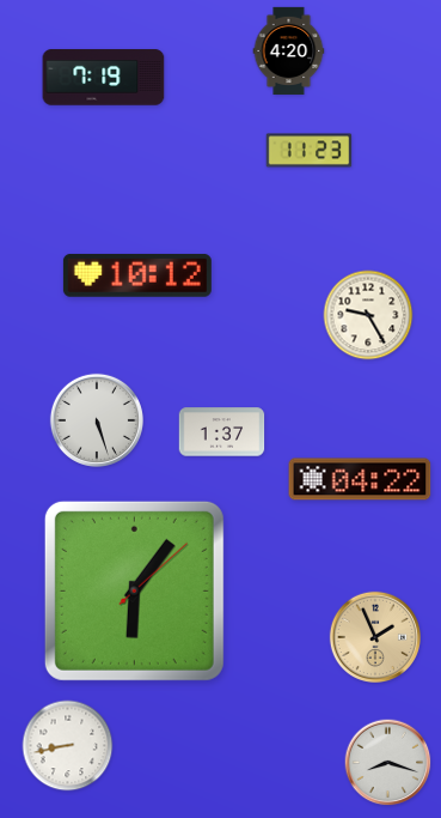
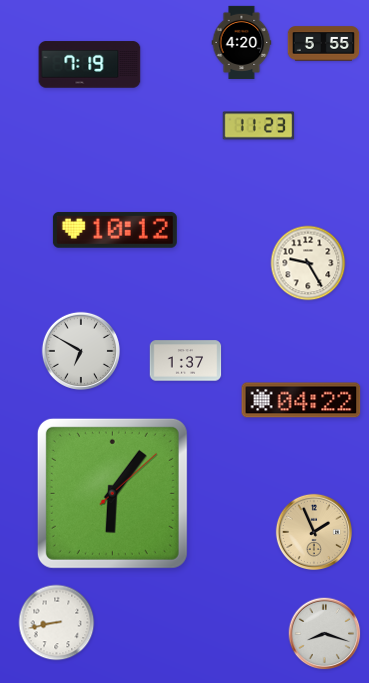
clock at (324, 44): none -> 5:55
clock at (104, 78) position: (104, 78) -> (90, 65)
clock at (97, 420): 5:27 -> 6:50
clock at (388, 763) position: (388, 763) -> (325, 634)
